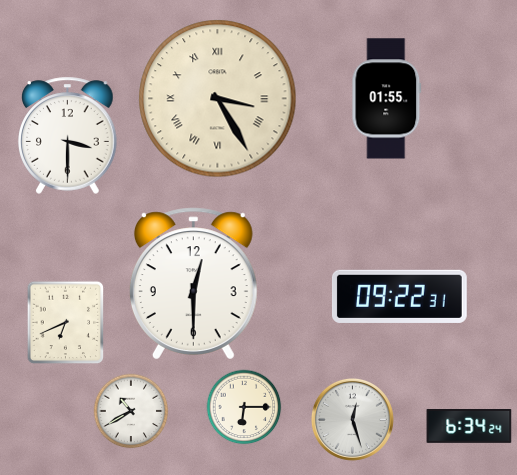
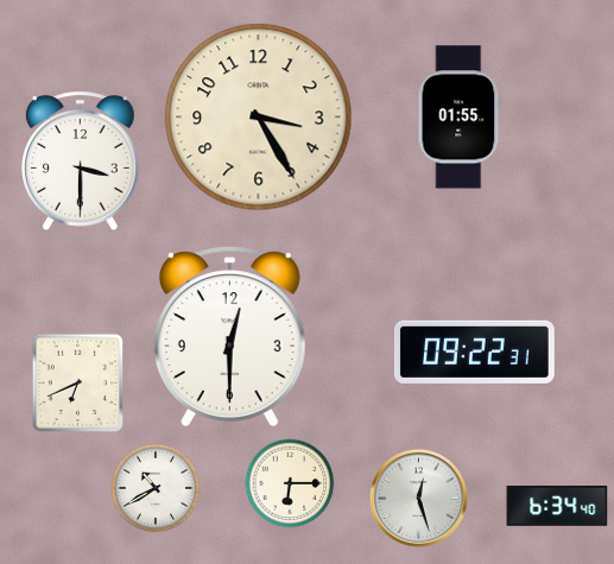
clock at (218, 99) numerals: Roman -> Arabic
clock at (469, 427): 6:34:24 -> 6:34:40
